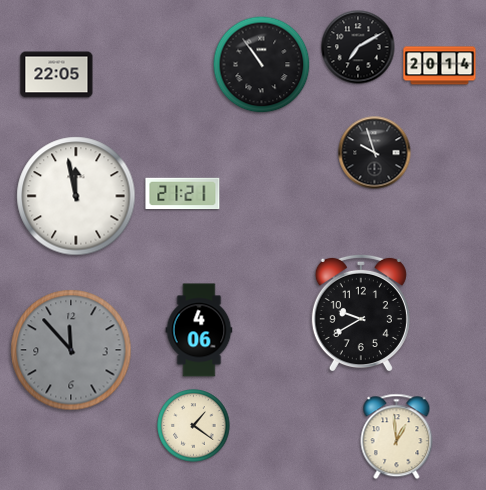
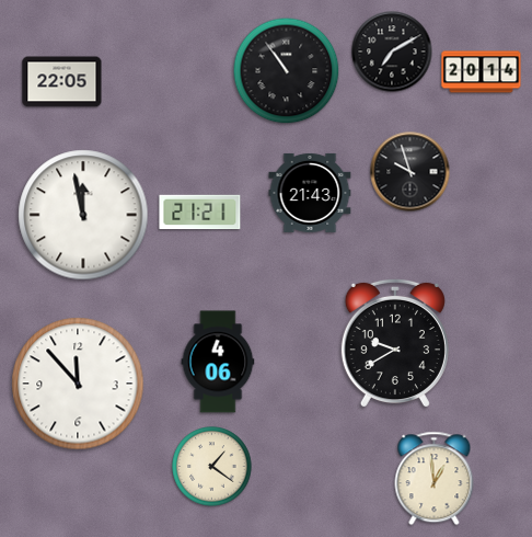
clock at (375, 153) position: (375, 153) -> (410, 172)
clock at (310, 193): none -> 21:43
clock at (71, 350) dial: grey -> white
